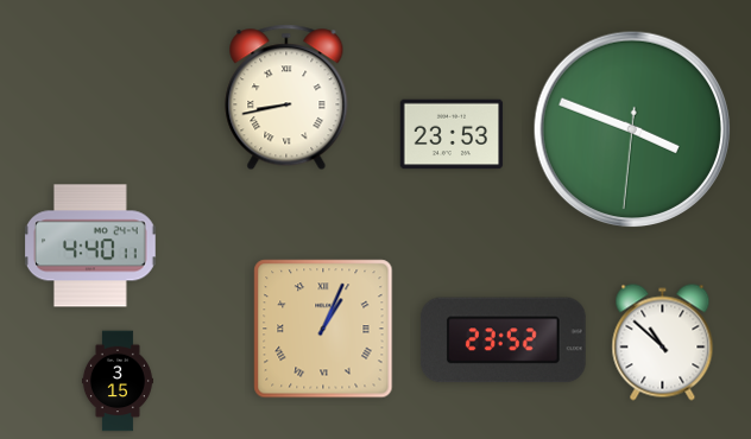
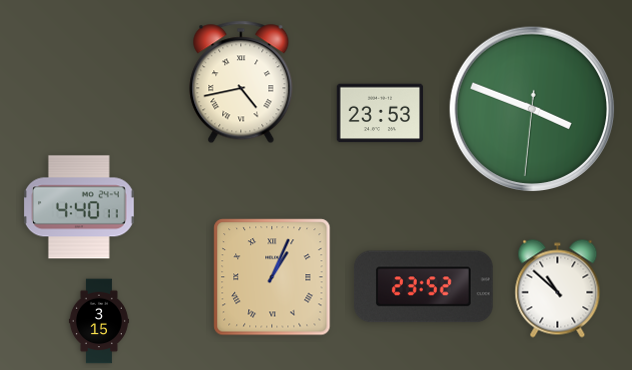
clock at (286, 97): 8:43 -> 4:43
clock at (91, 246) position: (91, 246) -> (80, 207)
